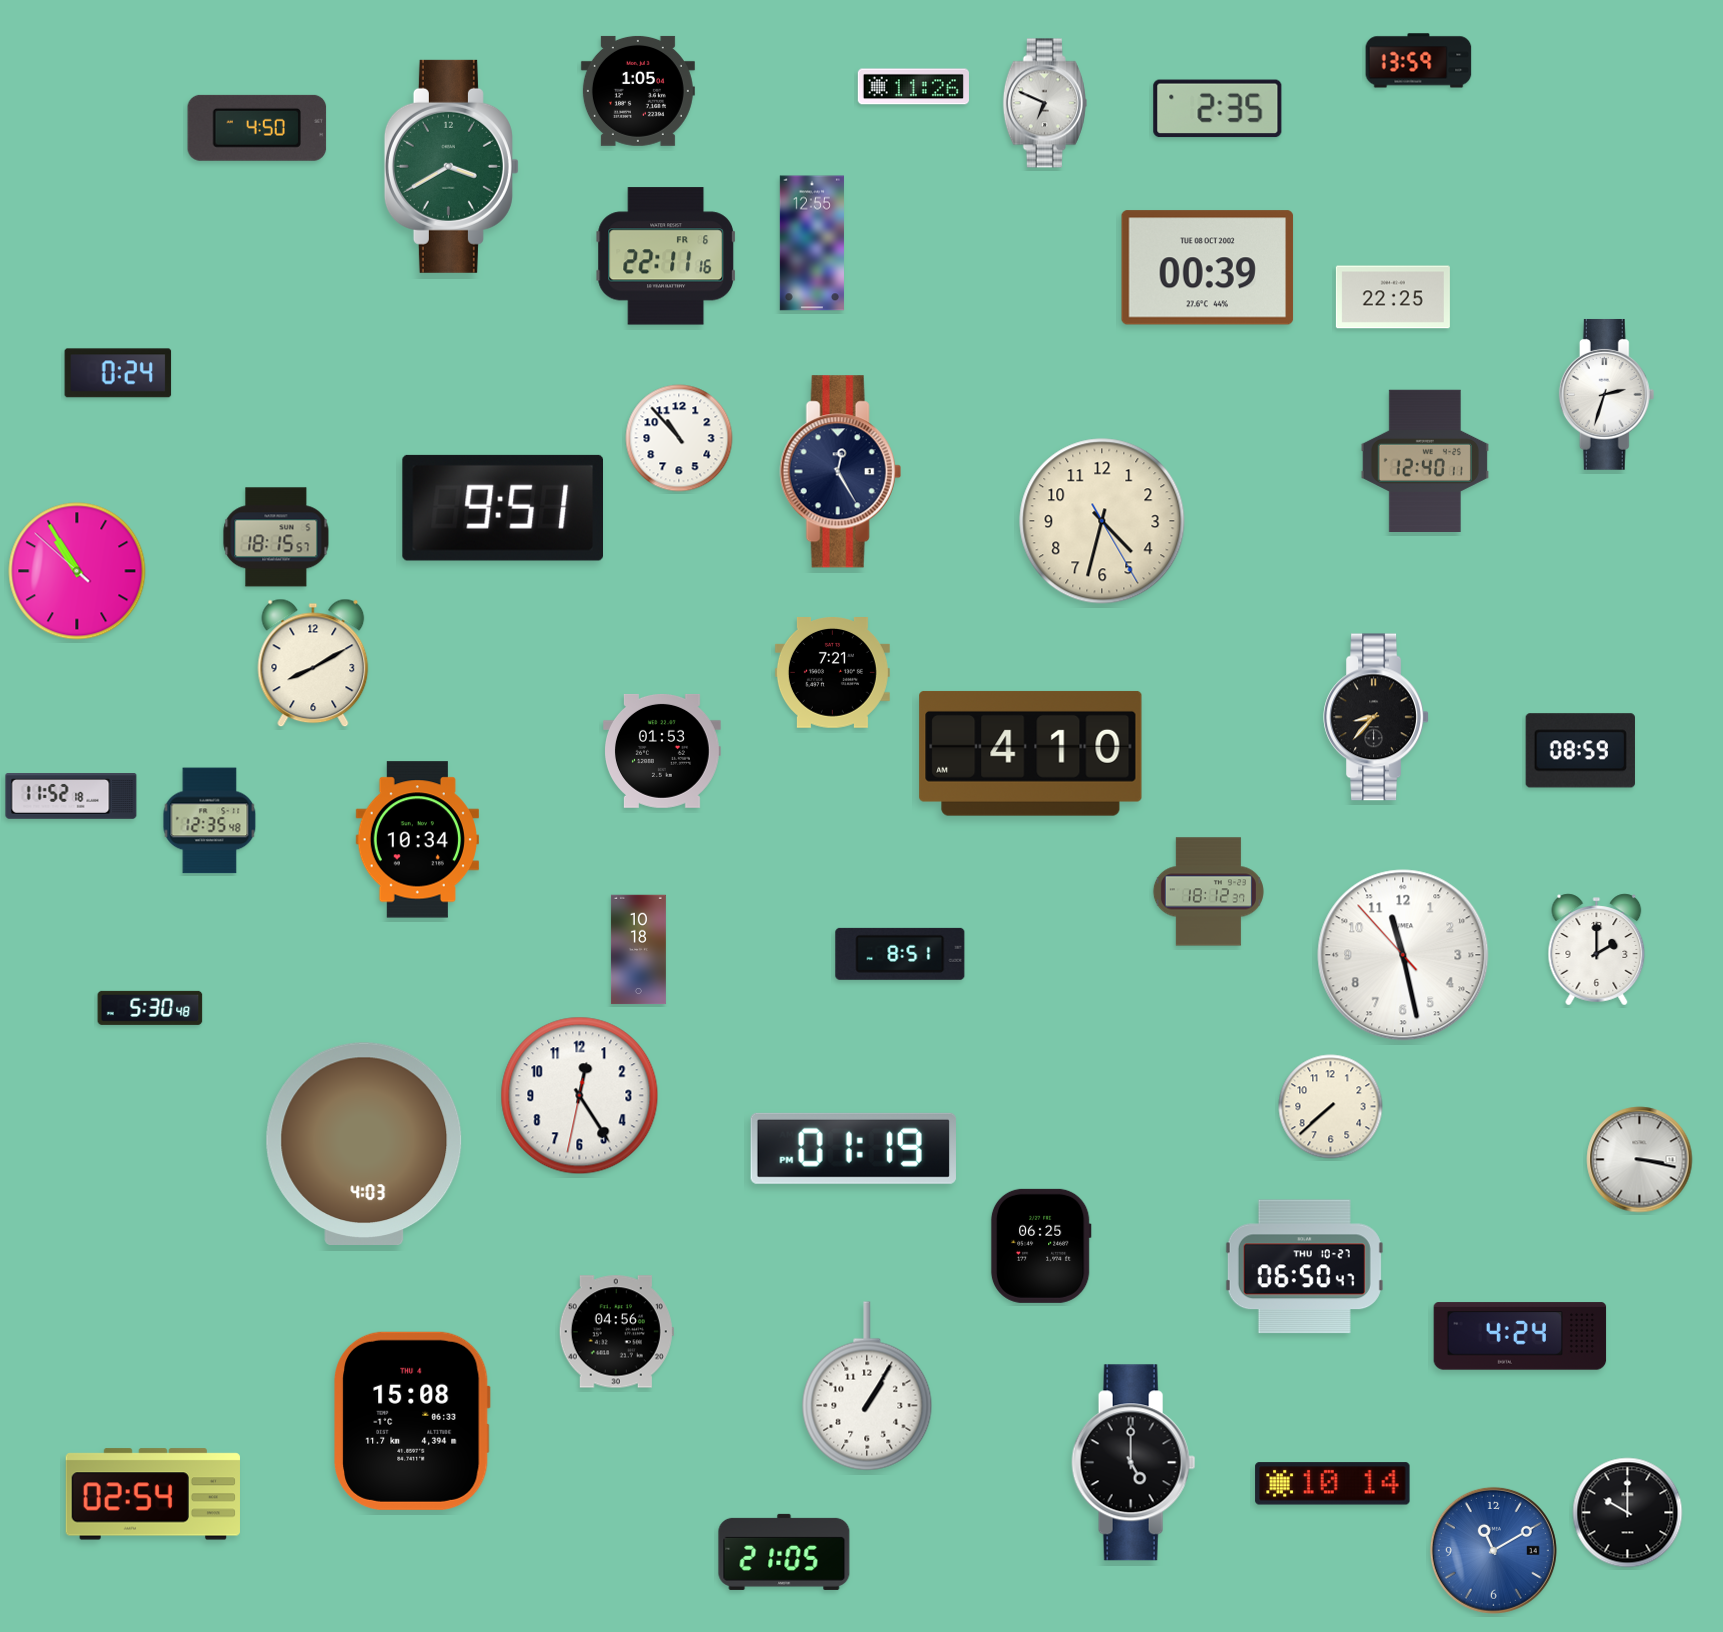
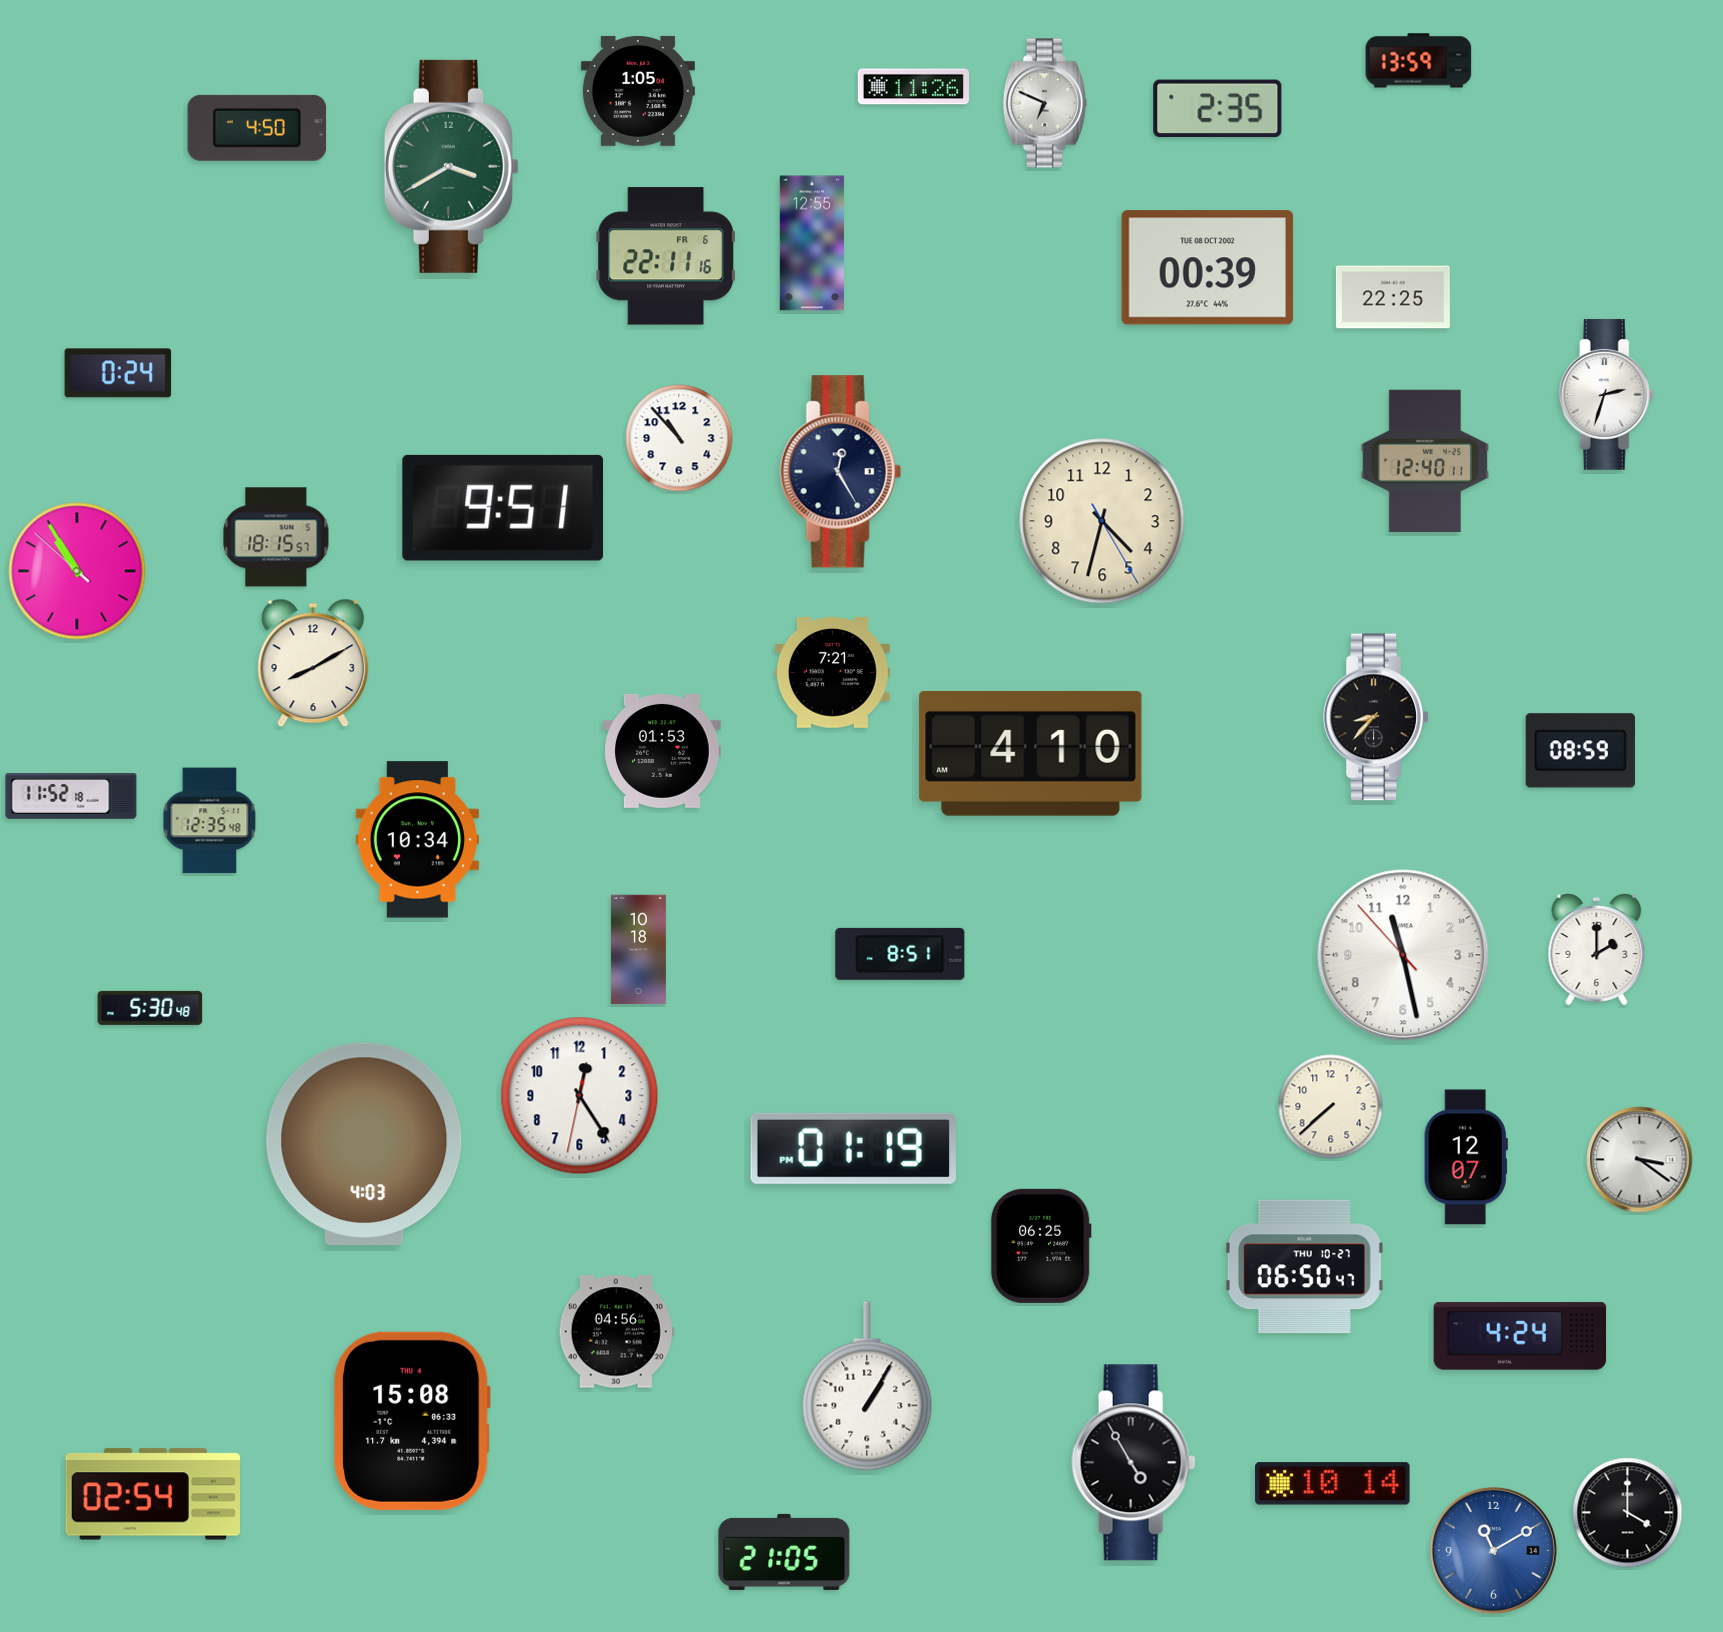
clock at (1208, 892): 18:12 -> none
clock at (1466, 1157): none -> 12:07
clock at (1640, 1160): 3:17 -> 3:21
clock at (1134, 1463): 5:00 -> 4:55
clock at (1628, 1513): 10:00 -> 4:00
